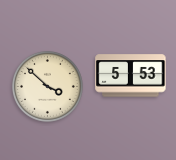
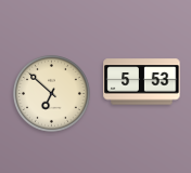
clock at (47, 86): 3:52 -> 6:52
